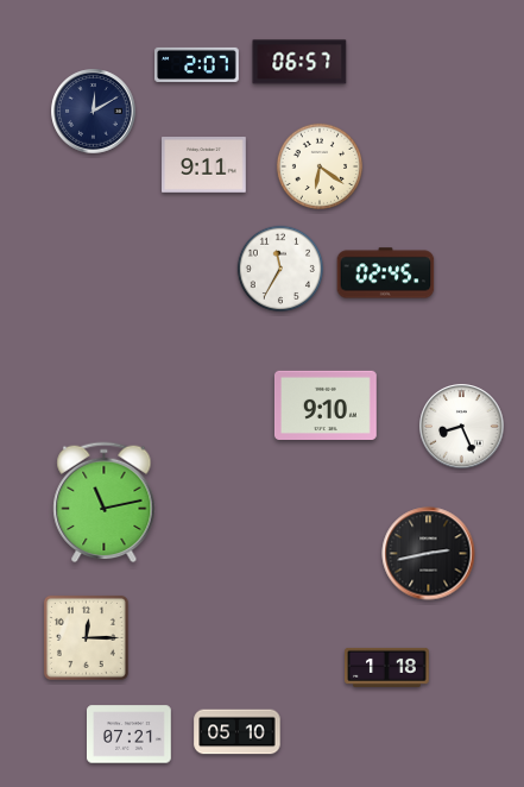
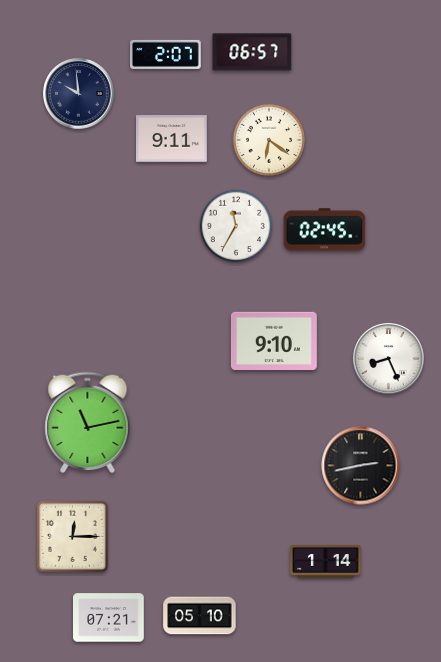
clock at (94, 112): 12:10 -> 9:59
clock at (387, 667): 1:18 -> 1:14
